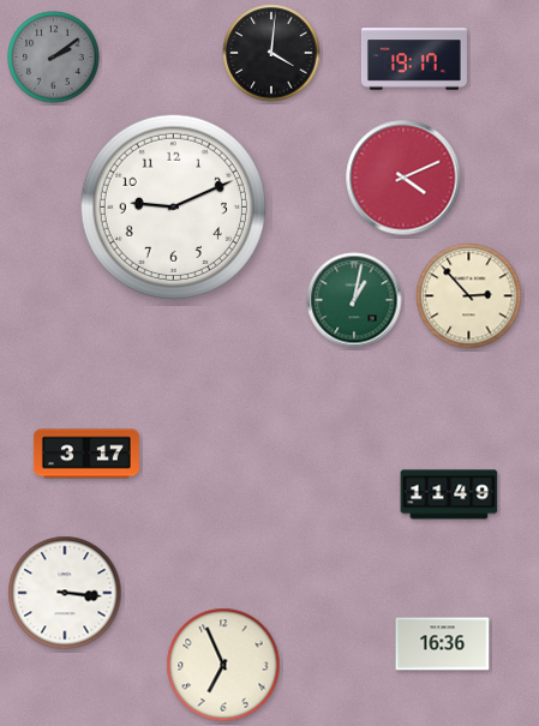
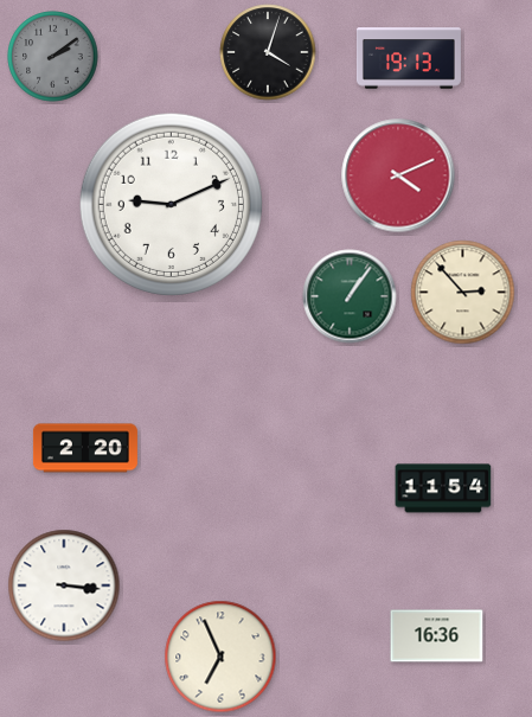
clock at (271, 53): 4:01 -> 4:03
clock at (414, 59): 19:17 -> 19:13
clock at (354, 300): 1:02 -> 1:06
clock at (86, 454): 3:17 -> 2:20
clock at (449, 494): 11:49 -> 11:54
